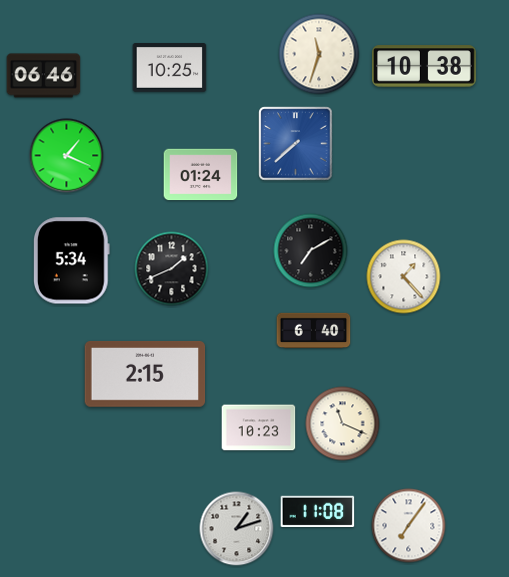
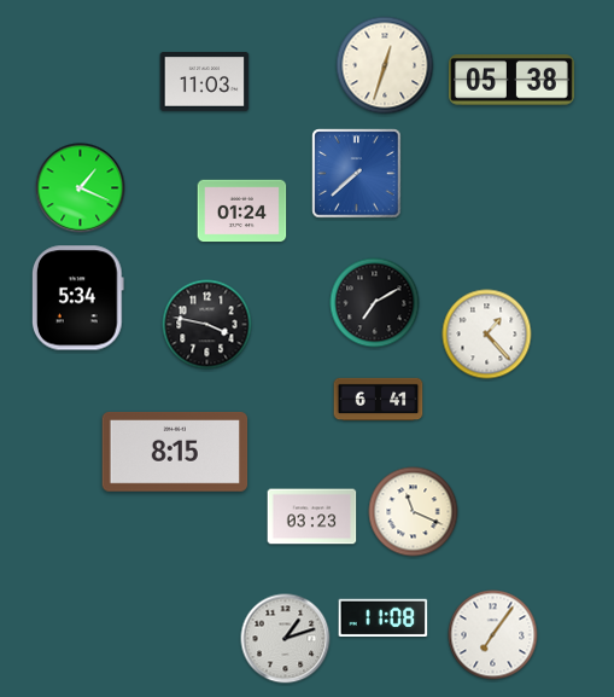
clock at (319, 54): 11:33 -> 12:33
clock at (425, 66): 10:38 -> 05:38
clock at (170, 68): 10:25 -> 11:03
clock at (44, 76): 06:46 -> none
clock at (71, 261) position: (71, 261) -> (77, 298)
clock at (172, 269): 1:41 -> 3:47
clock at (314, 331): 6:40 -> 6:41
clock at (145, 375): 2:15 -> 8:15
clock at (259, 428): 10:23 -> 03:23
